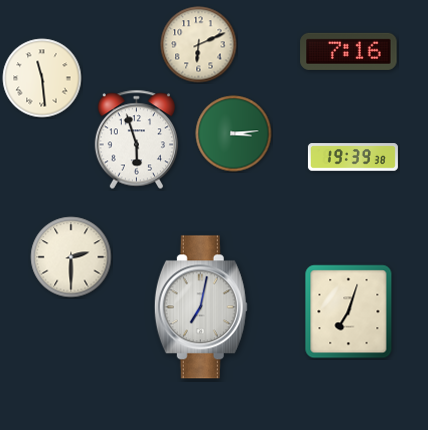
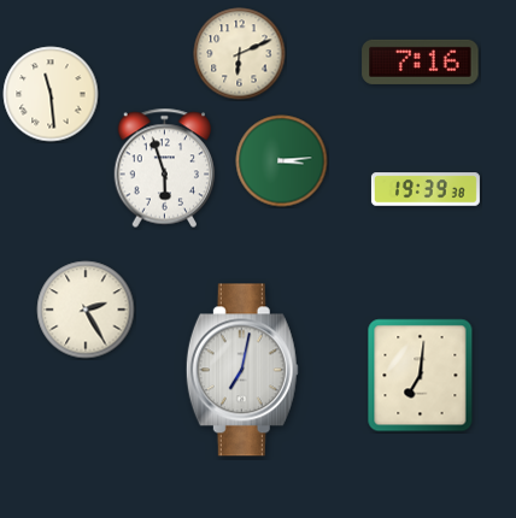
clock at (71, 257): 2:30 -> 2:25
clock at (349, 312): 7:03 -> 7:01
